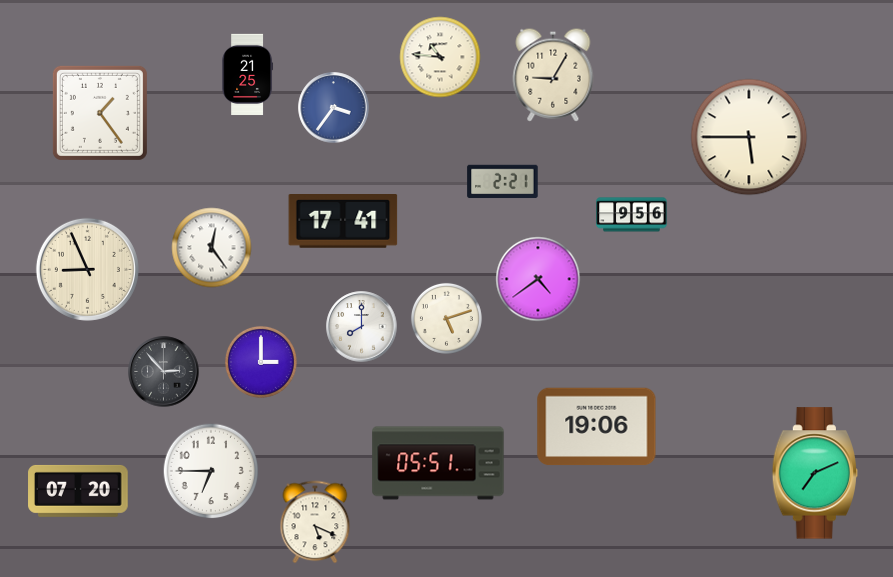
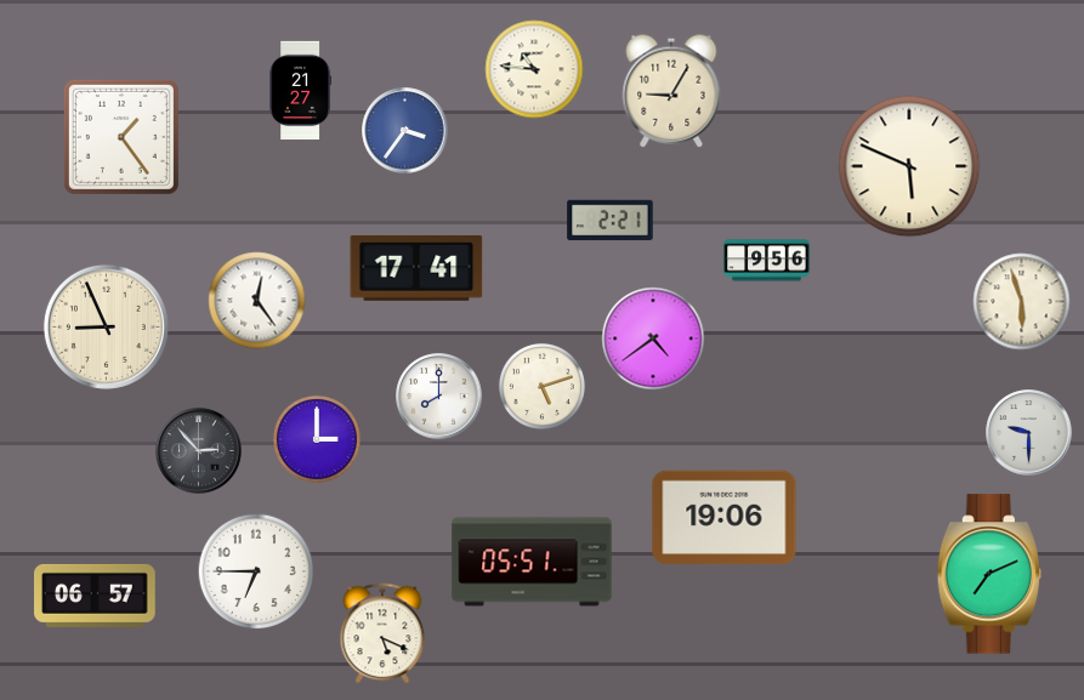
clock at (248, 75): 21:25 -> 21:27
clock at (749, 137): 5:45 -> 5:49
clock at (1022, 302): none -> 5:57
clock at (1029, 433): none -> 9:30
clock at (78, 491): 07:20 -> 06:57
